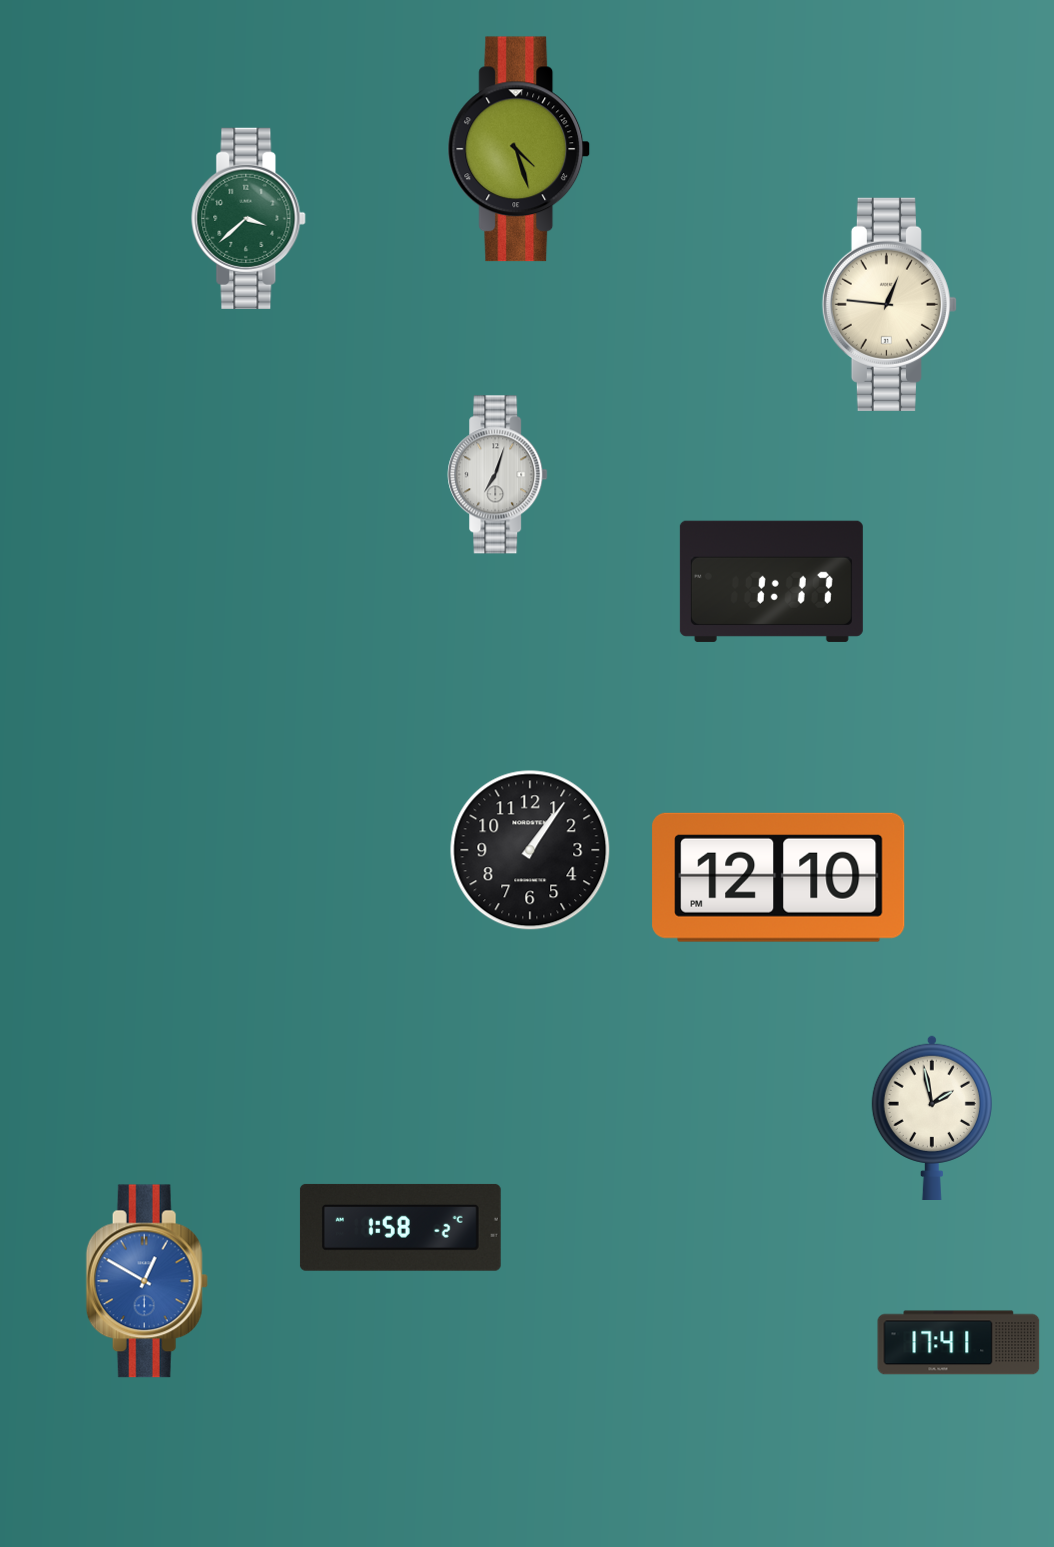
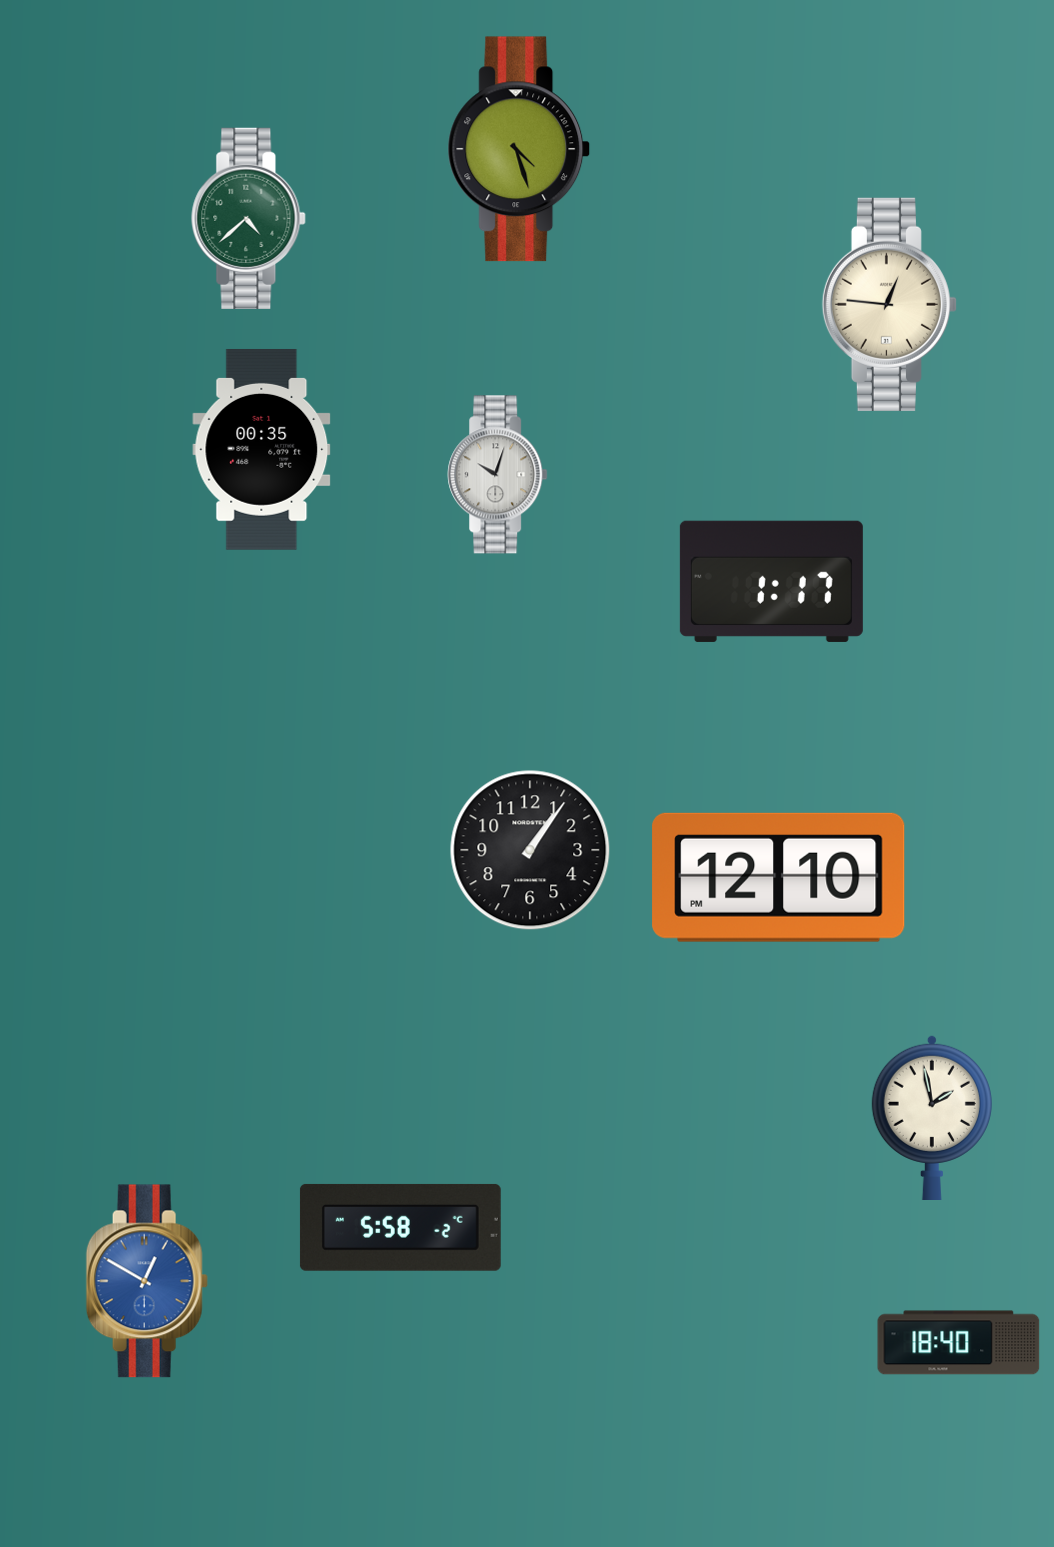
clock at (249, 218): 3:38 -> 4:38
clock at (262, 449): none -> 00:35
clock at (498, 475): 7:03 -> 10:03
clock at (400, 1227): 1:58 -> 5:58
clock at (959, 1343): 17:41 -> 18:40
